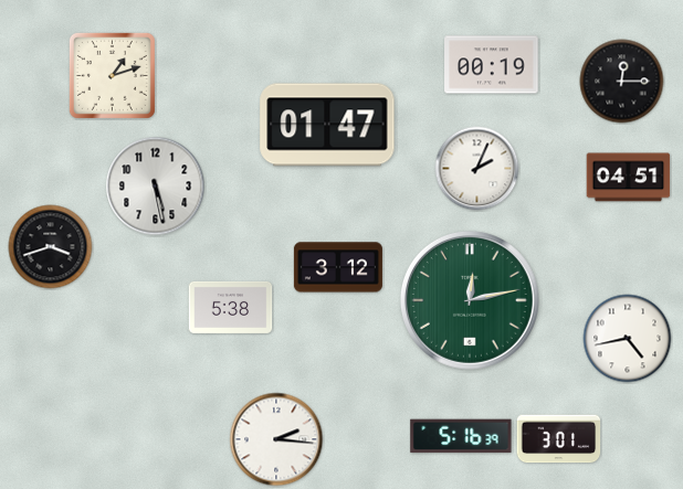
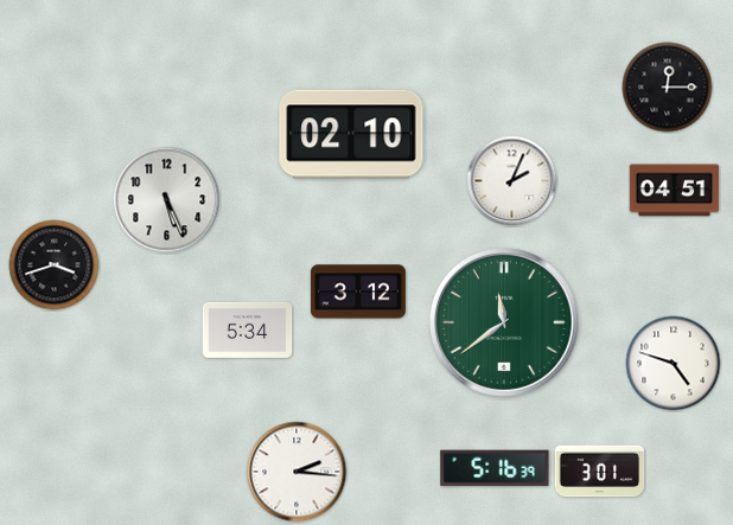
clock at (492, 65): 00:19 -> none
clock at (112, 75): 1:12 -> none
clock at (327, 125): 01:47 -> 02:10
clock at (156, 187): 5:28 -> 5:26
clock at (338, 267) position: (338, 267) -> (358, 292)
clock at (470, 300): 12:13 -> 11:39
clock at (231, 307): 5:38 -> 5:34
clock at (628, 339): 4:43 -> 4:48
